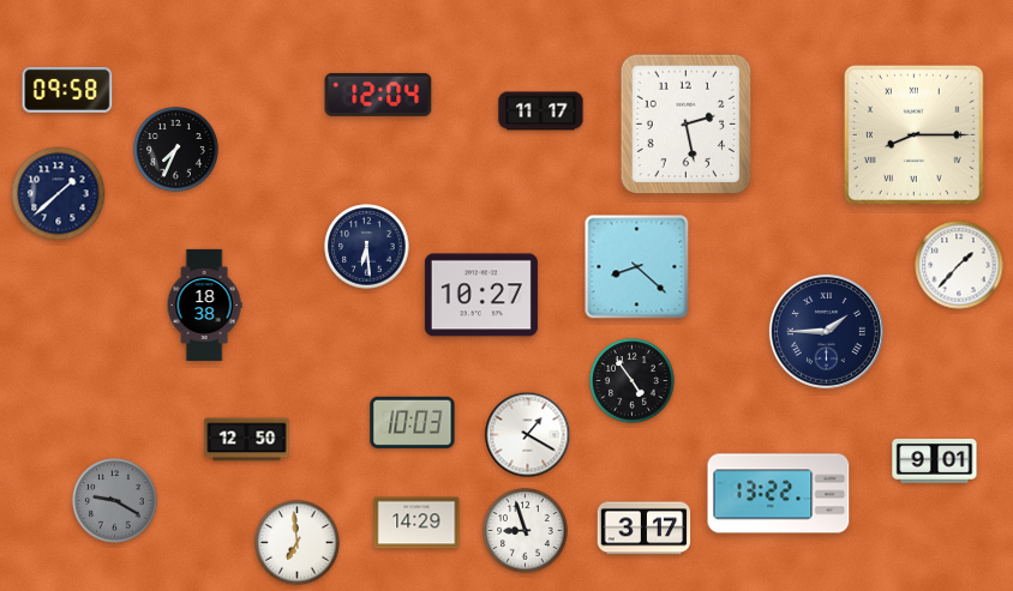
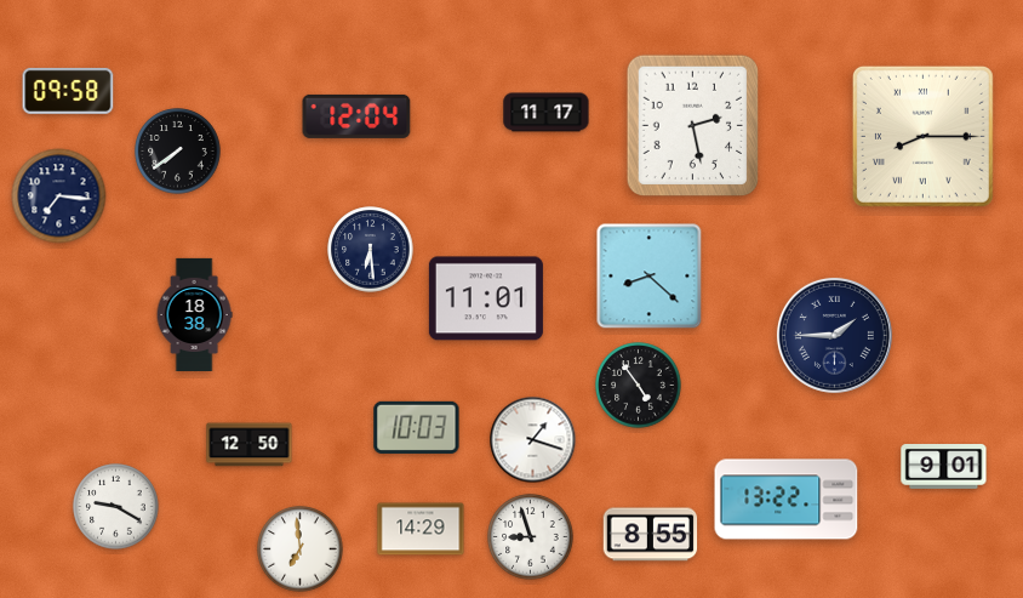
clock at (378, 95) position: (378, 95) -> (356, 116)
clock at (176, 150): 7:34 -> 7:39
clock at (59, 194): 1:38 -> 7:16
clock at (959, 265): 1:37 -> none
clock at (637, 267) position: (637, 267) -> (650, 277)
clock at (481, 295): 10:27 -> 11:01
clock at (204, 304) position: (204, 304) -> (194, 314)
clock at (528, 435): 1:20 -> 1:18
clock at (115, 501) dial: grey -> white
clock at (645, 529): 3:17 -> 8:55
